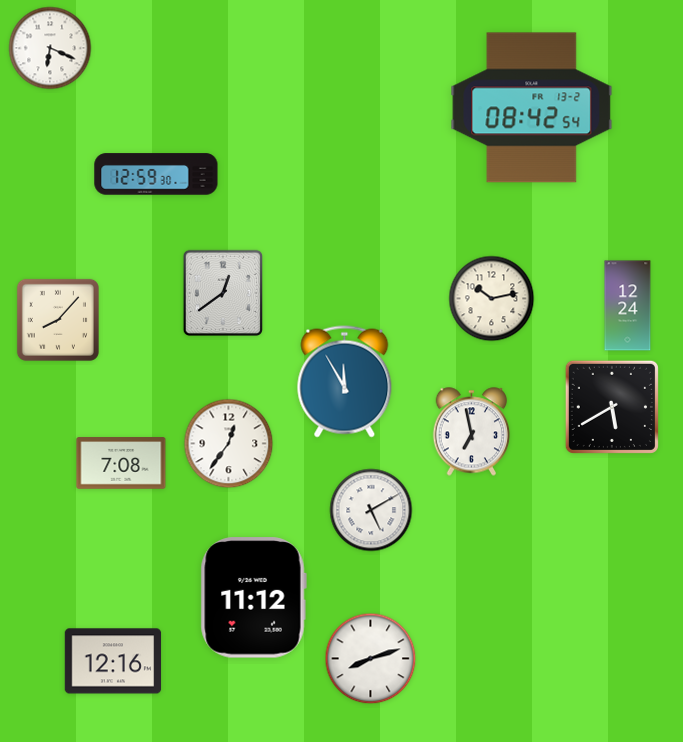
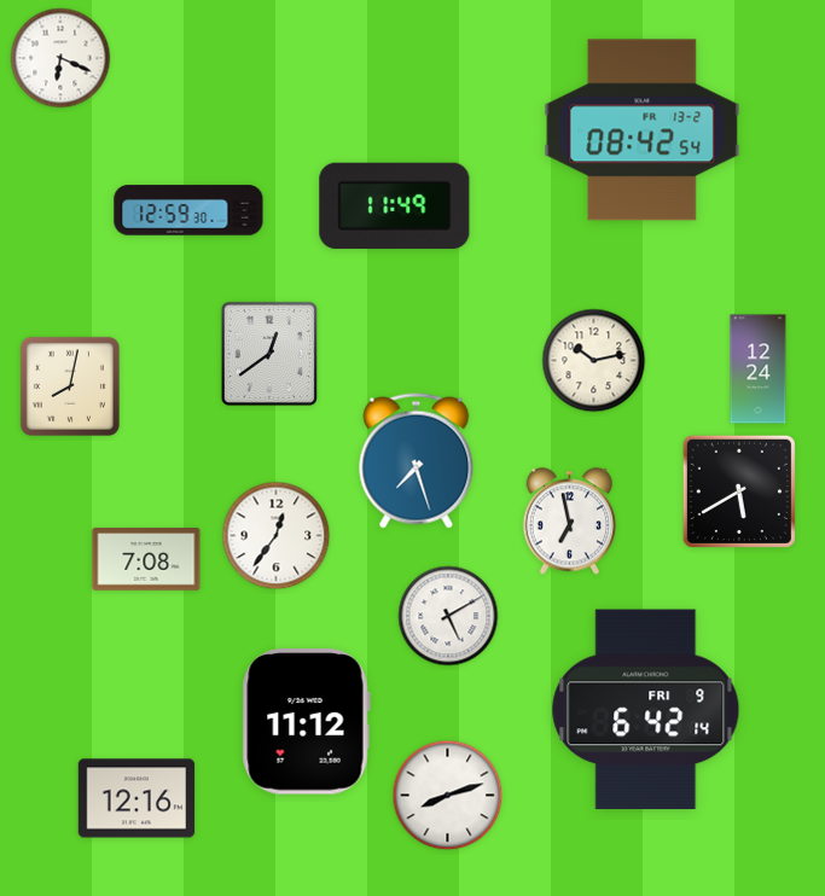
clock at (395, 205): none -> 11:49
clock at (58, 320): 8:07 -> 8:02
clock at (345, 382): 11:55 -> 7:27
clock at (646, 710): none -> 6:42
